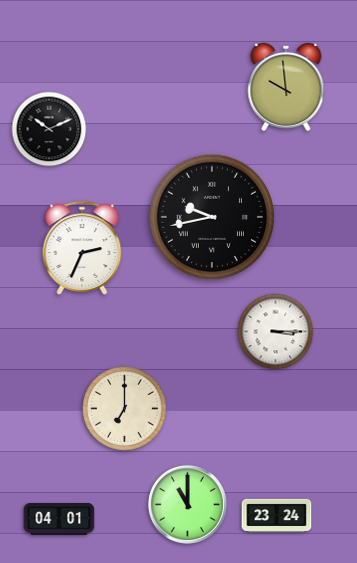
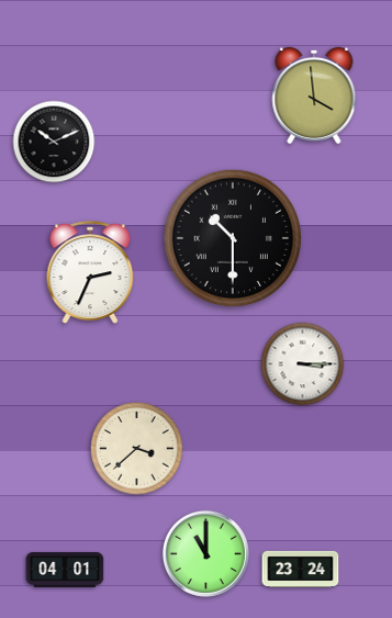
clock at (286, 87): 9:59 -> 3:59
clock at (211, 216): 9:43 -> 10:30
clock at (125, 409): 7:00 -> 3:38
clock at (277, 515) position: (277, 515) -> (301, 569)
